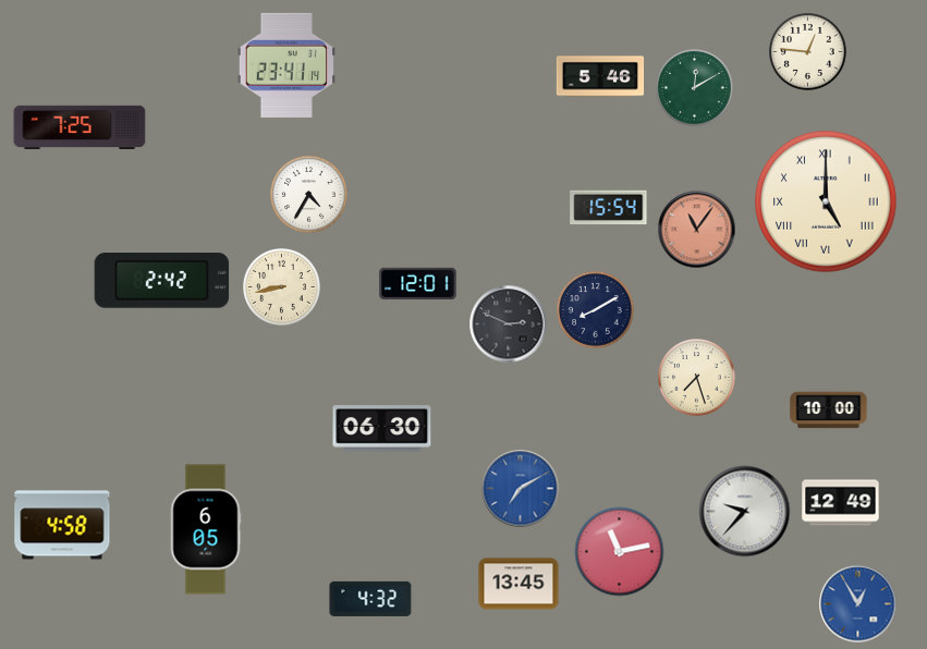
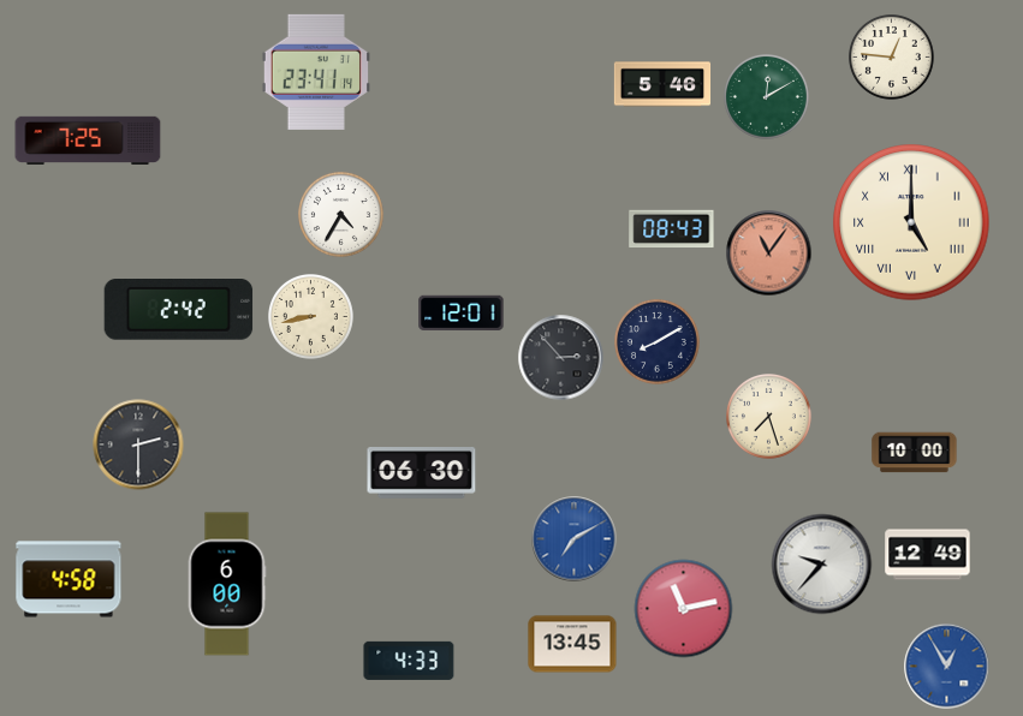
clock at (609, 208): 15:54 -> 08:43
clock at (509, 324): 2:49 -> 2:53
clock at (138, 444): none -> 2:30
clock at (206, 529): 6:05 -> 6:00
clock at (370, 599): 4:32 -> 4:33
